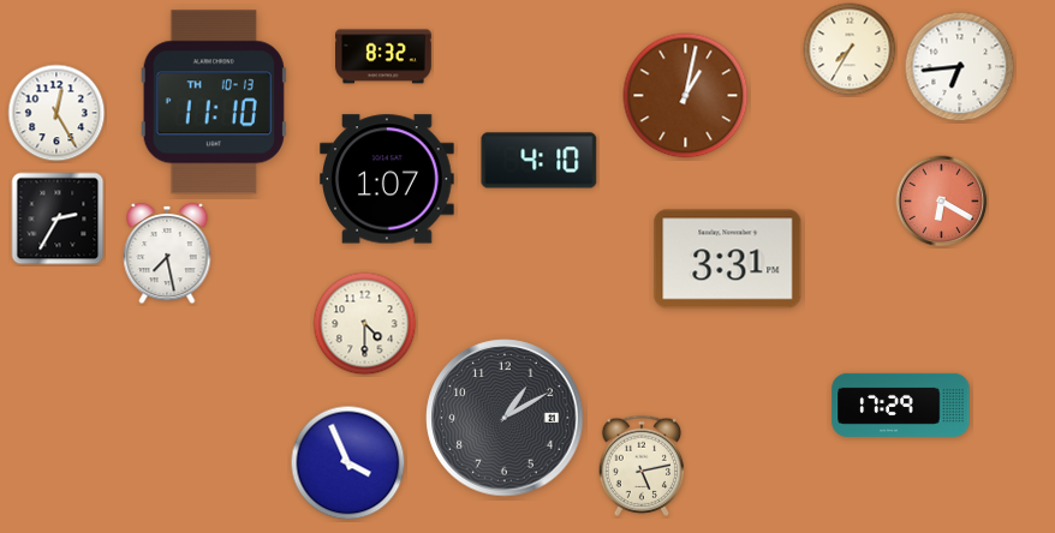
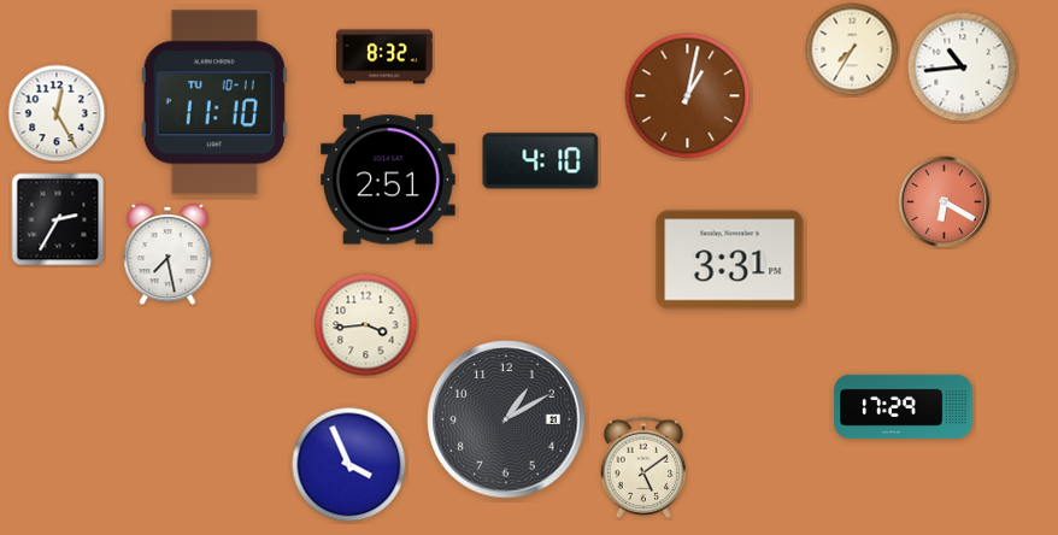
clock at (960, 67): 6:44 -> 10:44
clock at (214, 102) date: TH 10-13 -> TU 10-11
clock at (388, 179): 1:07 -> 2:51
clock at (365, 324): 4:30 -> 3:44
clock at (642, 465): 5:13 -> 5:09
